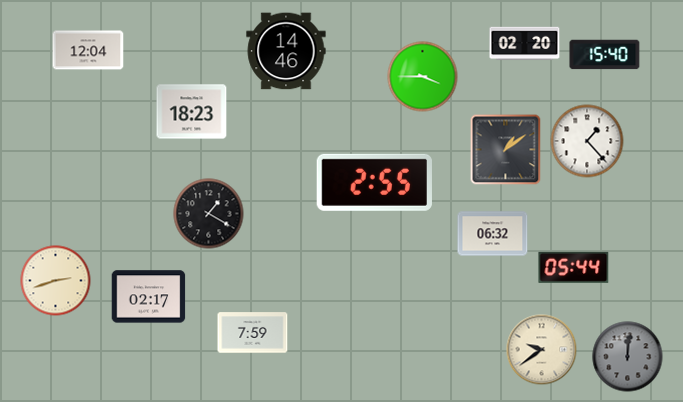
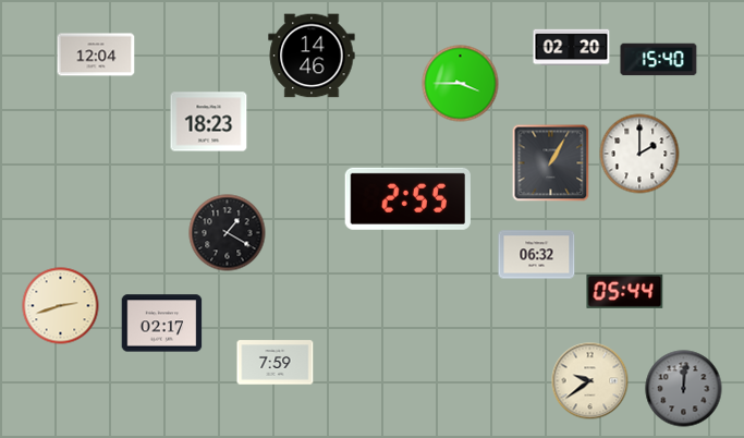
clock at (587, 141): 1:23 -> 2:00
clock at (506, 150): 1:09 -> 1:05
